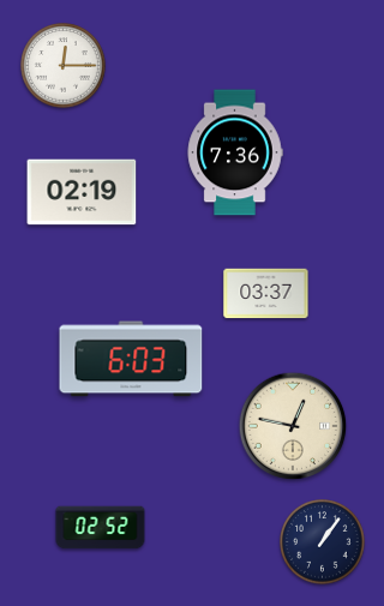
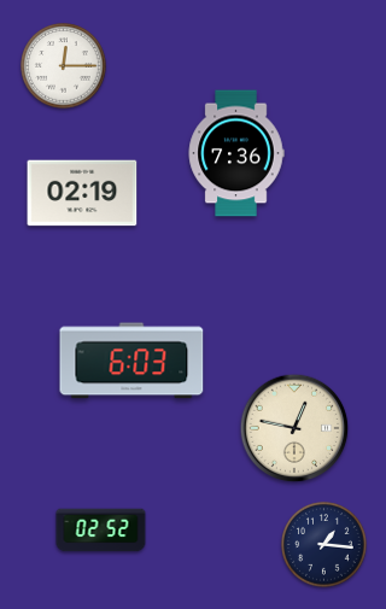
clock at (266, 294): 03:37 -> none
clock at (323, 542): 1:06 -> 1:16
